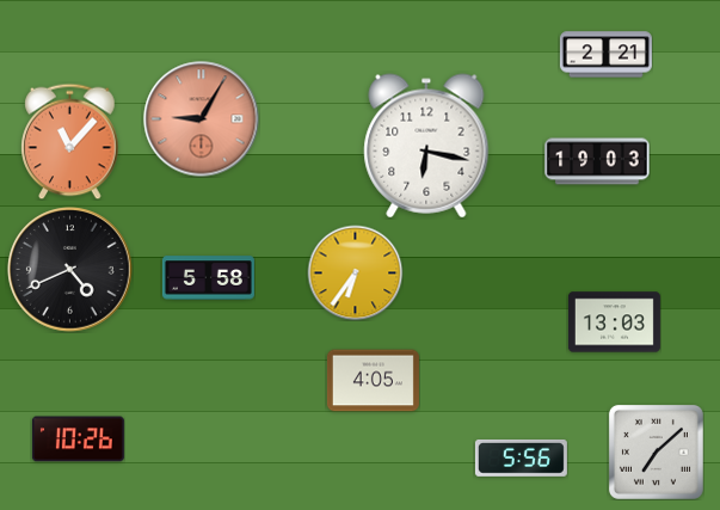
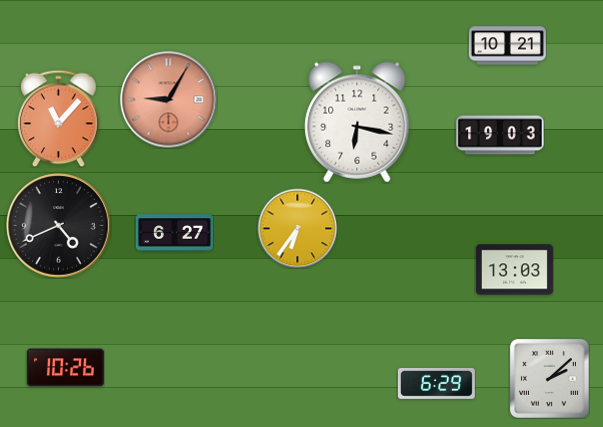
clock at (605, 55): 2:21 -> 10:21
clock at (208, 278): 5:58 -> 6:27
clock at (373, 381): 4:05 -> none
clock at (656, 451): 7:08 -> 2:08
clock at (521, 457): 5:56 -> 6:29
